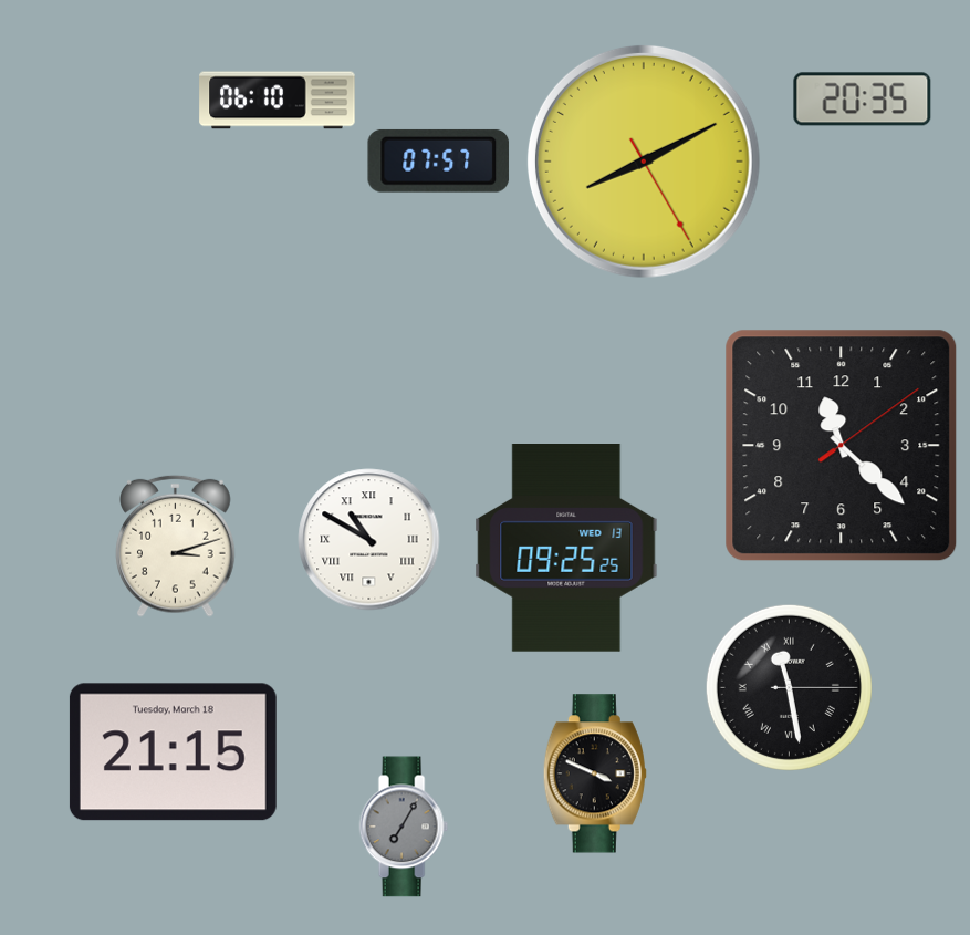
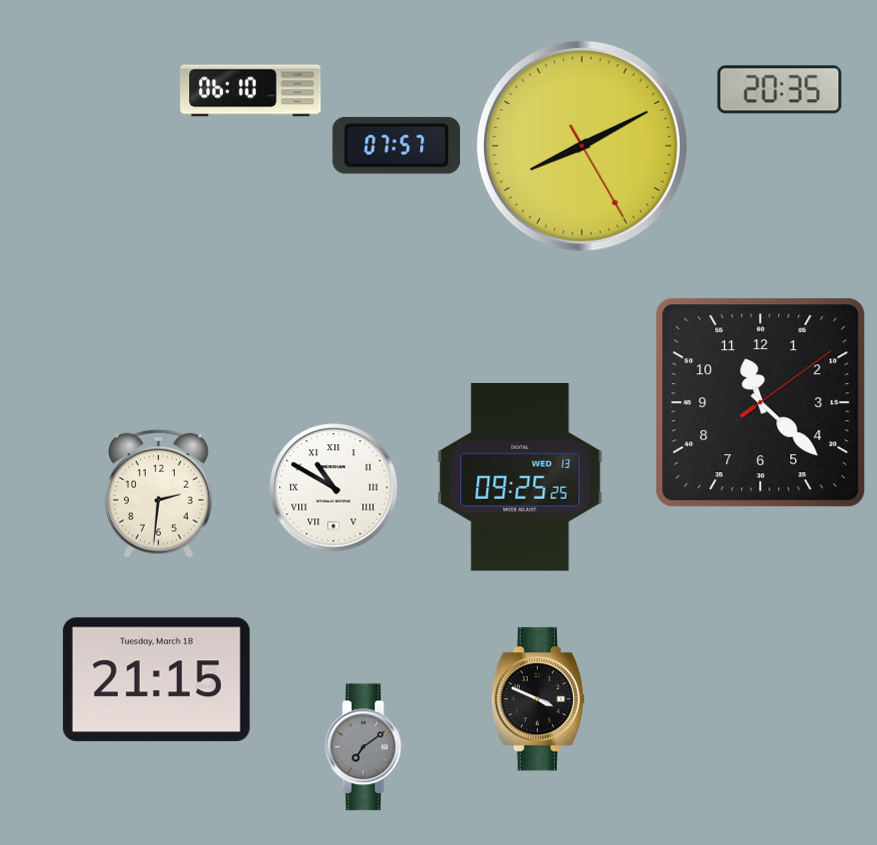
clock at (176, 546): 3:12 -> 2:31
clock at (566, 549) position: (566, 549) -> (520, 478)
clock at (789, 687): 11:28 -> none
clock at (404, 827): 7:05 -> 7:09
